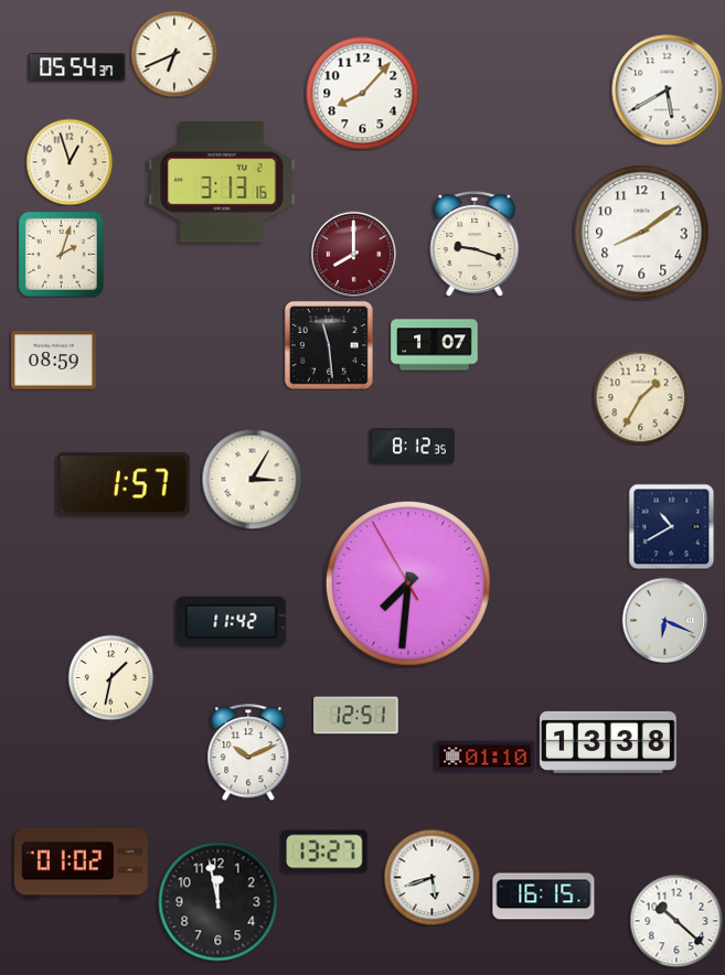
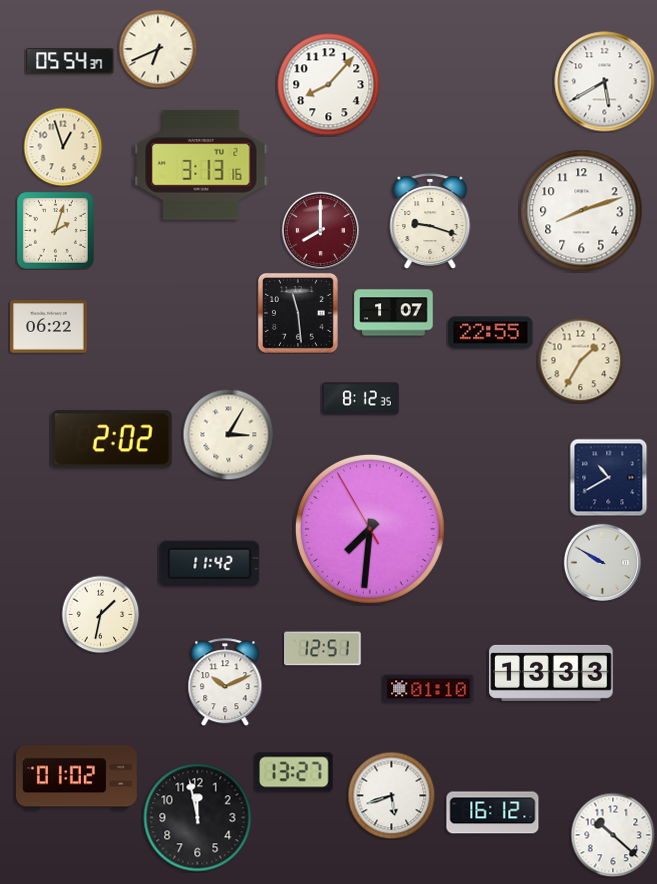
clock at (642, 233): 8:09 -> 8:12
clock at (54, 361): 08:59 -> 06:22
clock at (491, 333): none -> 22:55
clock at (413, 447) position: (413, 447) -> (361, 399)
clock at (124, 484): 1:57 -> 2:02
clock at (664, 620): 6:19 -> 9:50
clock at (608, 742): 13:38 -> 13:33
clock at (486, 757) position: (486, 757) -> (429, 689)
clock at (82, 864) position: (82, 864) -> (77, 778)
clock at (544, 897): 16:15 -> 16:12
